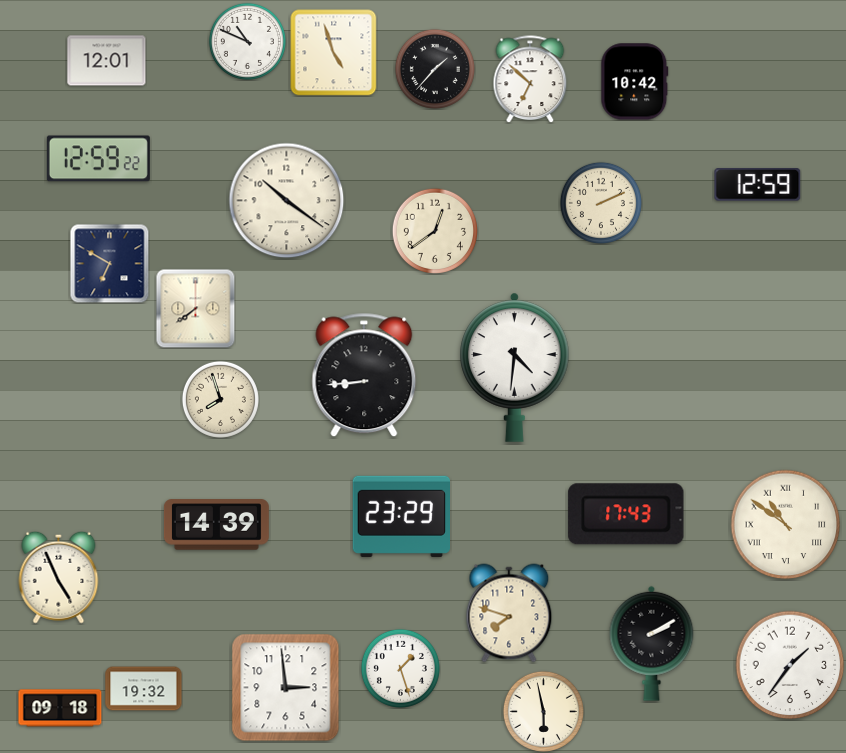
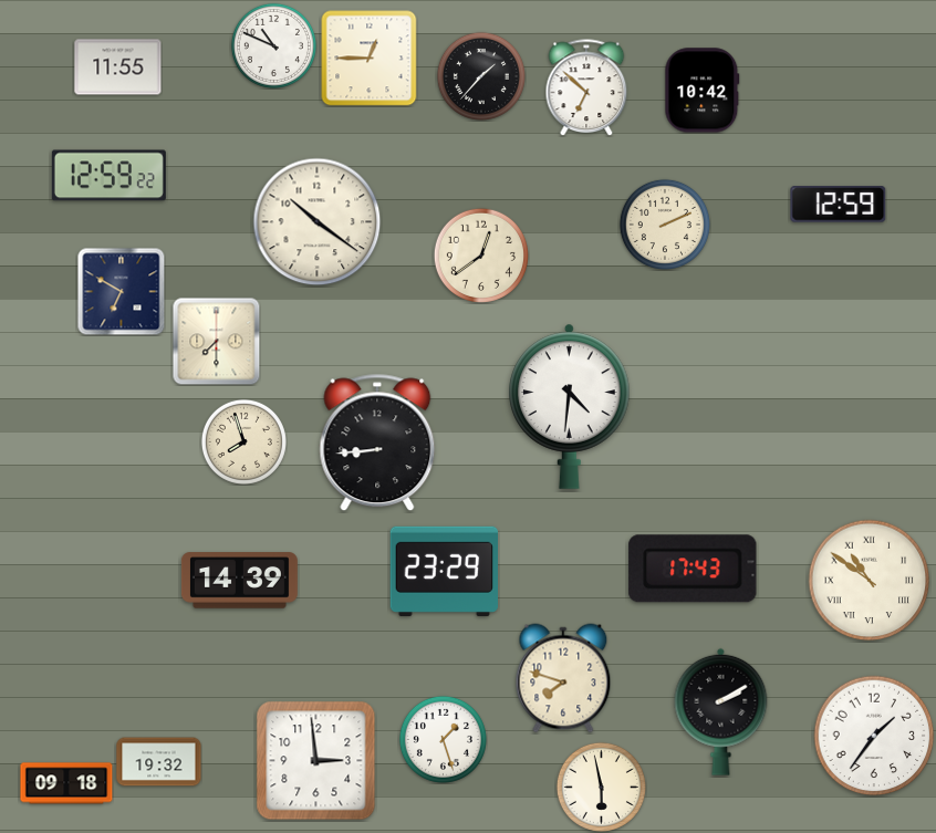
clock at (334, 53): 4:57 -> 12:45
clock at (107, 61): 12:01 -> 11:55
clock at (195, 308): 7:39 -> 7:30
clock at (364, 375) position: (364, 375) -> (377, 442)
clock at (59, 577): 4:56 -> none
